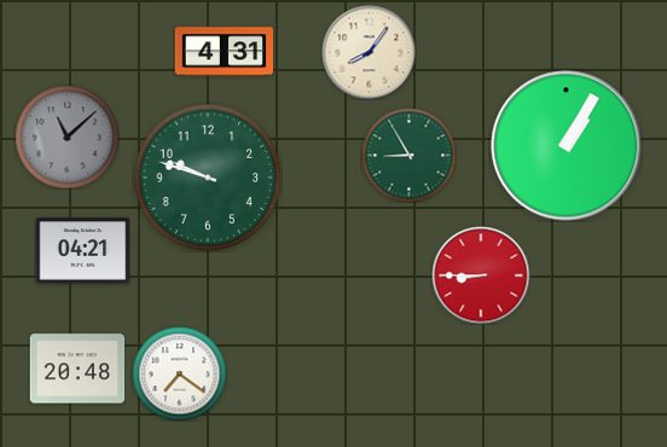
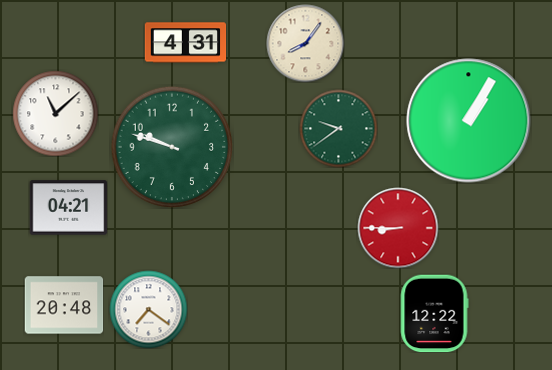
clock at (66, 137) dial: grey -> white
clock at (408, 155): 8:55 -> 9:39
clock at (434, 313): none -> 12:22
